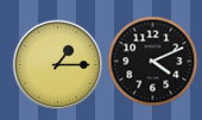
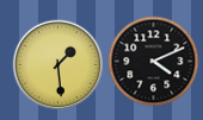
clock at (58, 65): 1:15 -> 1:29
